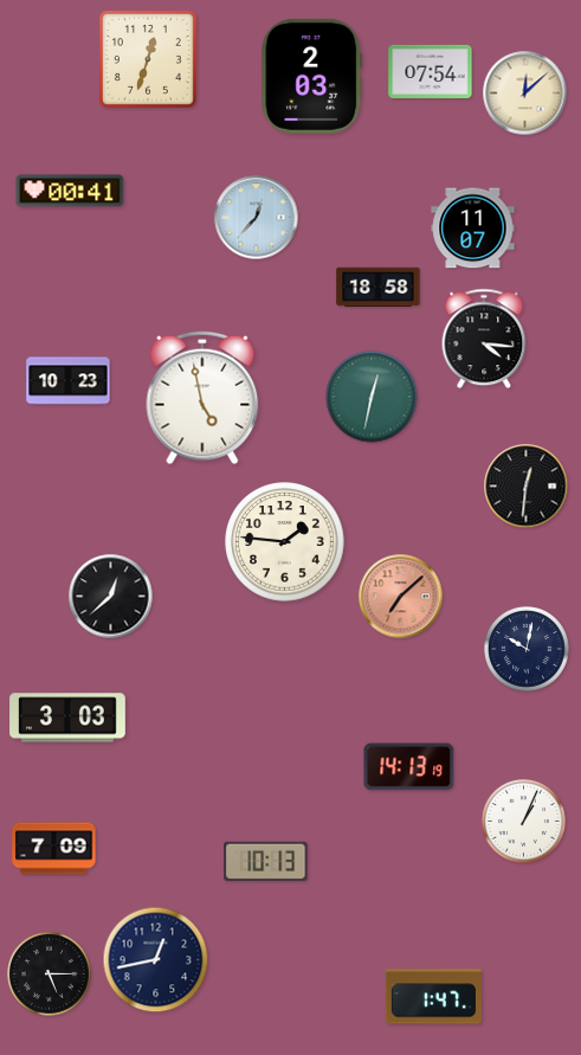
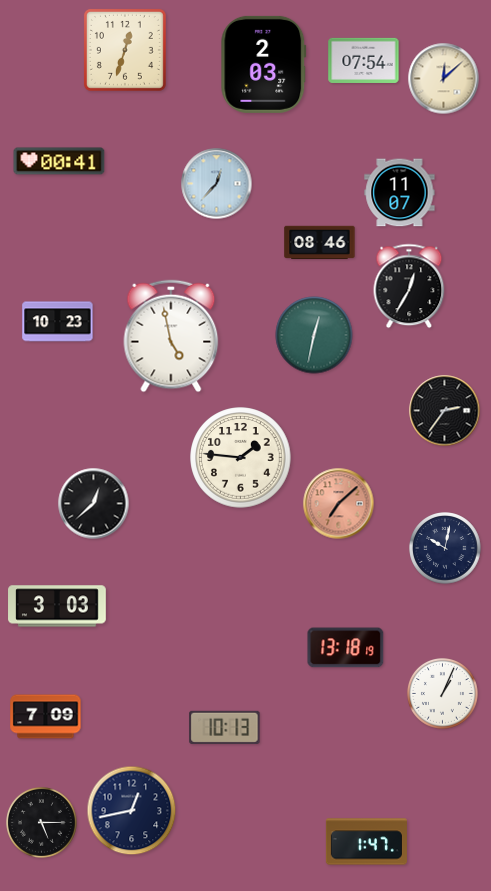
clock at (379, 288): 18:58 -> 08:46
clock at (484, 339): 4:16 -> 12:35
clock at (527, 487): 12:31 -> 2:36
clock at (409, 767): 14:13 -> 13:18
